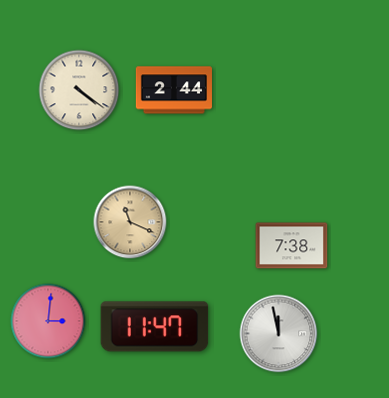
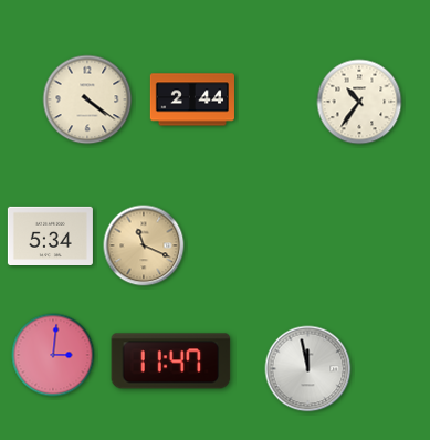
clock at (359, 102): none -> 10:36
clock at (50, 235): none -> 5:34
clock at (292, 246): 7:38 -> none
